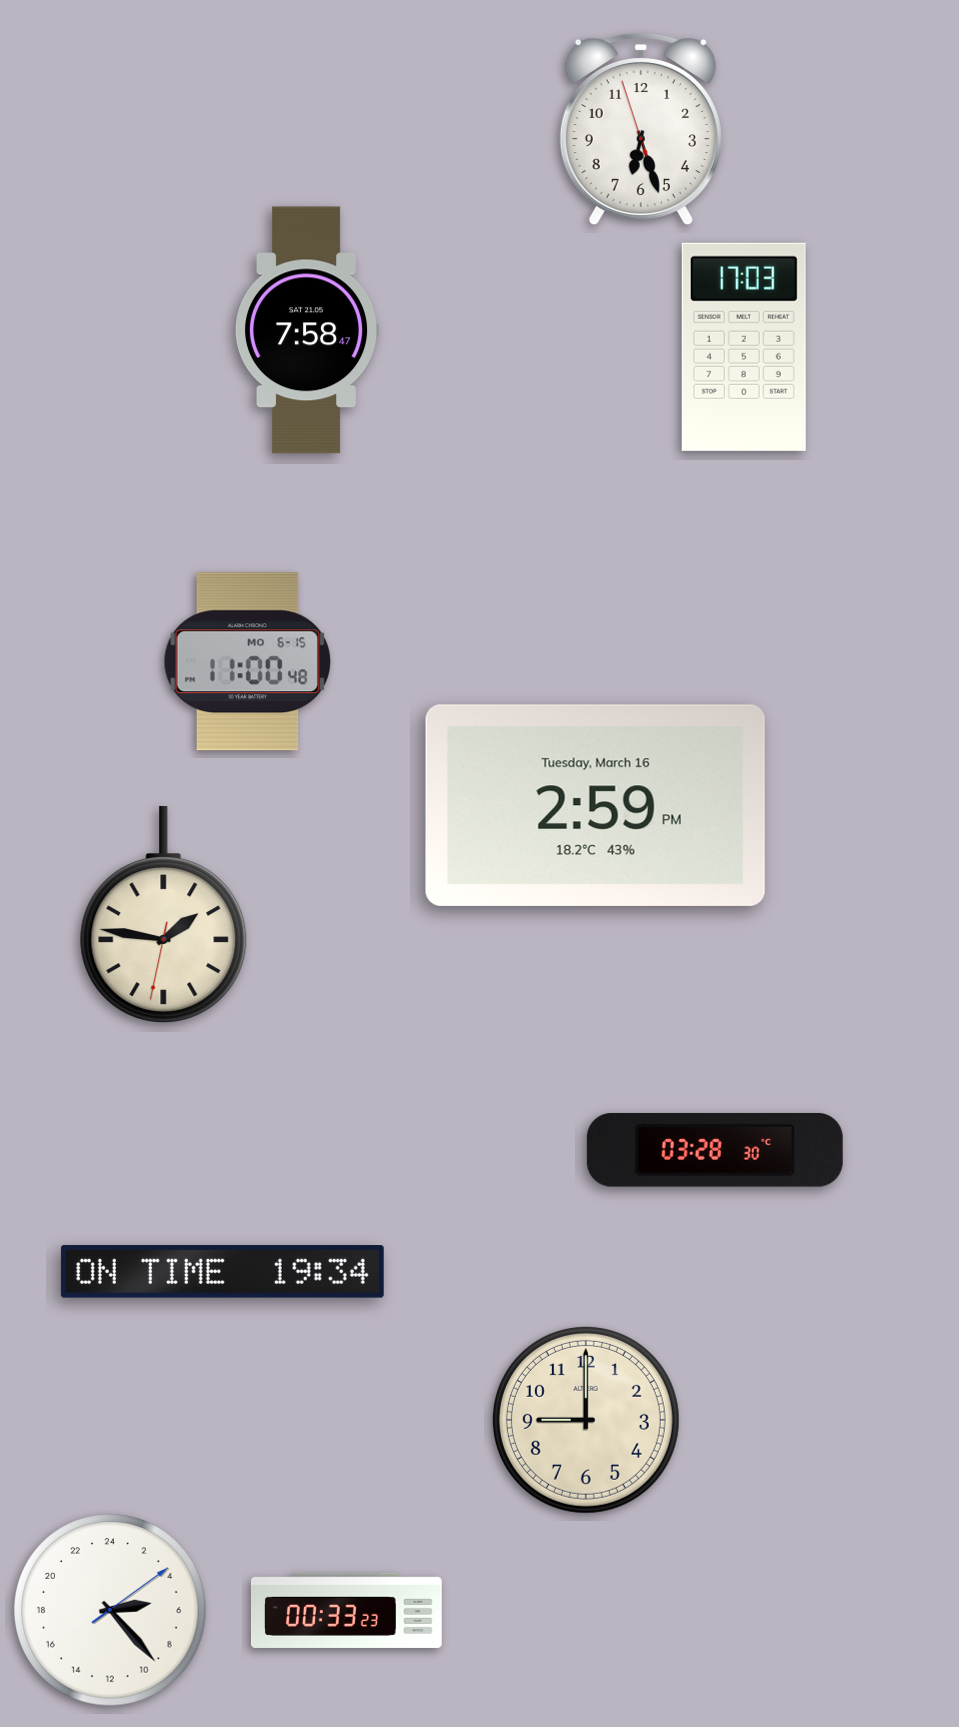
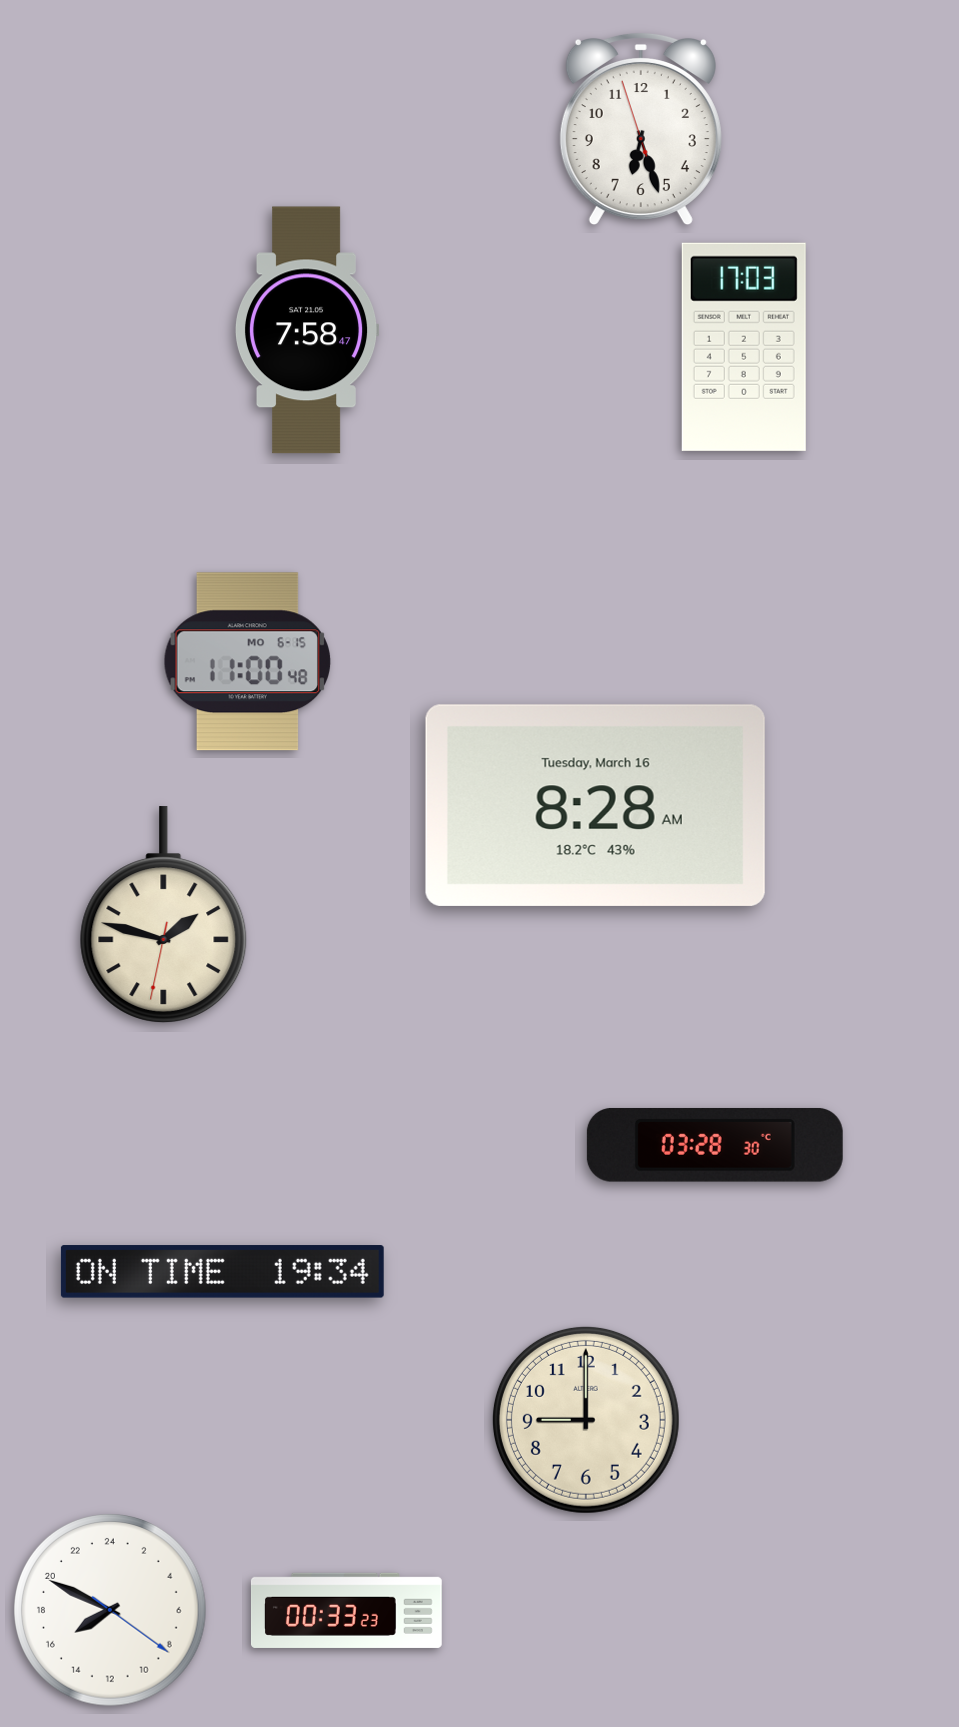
clock at (595, 805): 2:59 -> 8:28
clock at (164, 915): 1:46 -> 1:47
clock at (715, 1150) position: (715, 1150) -> (715, 1145)
clock at (111, 1611): 5:23 -> 15:49
